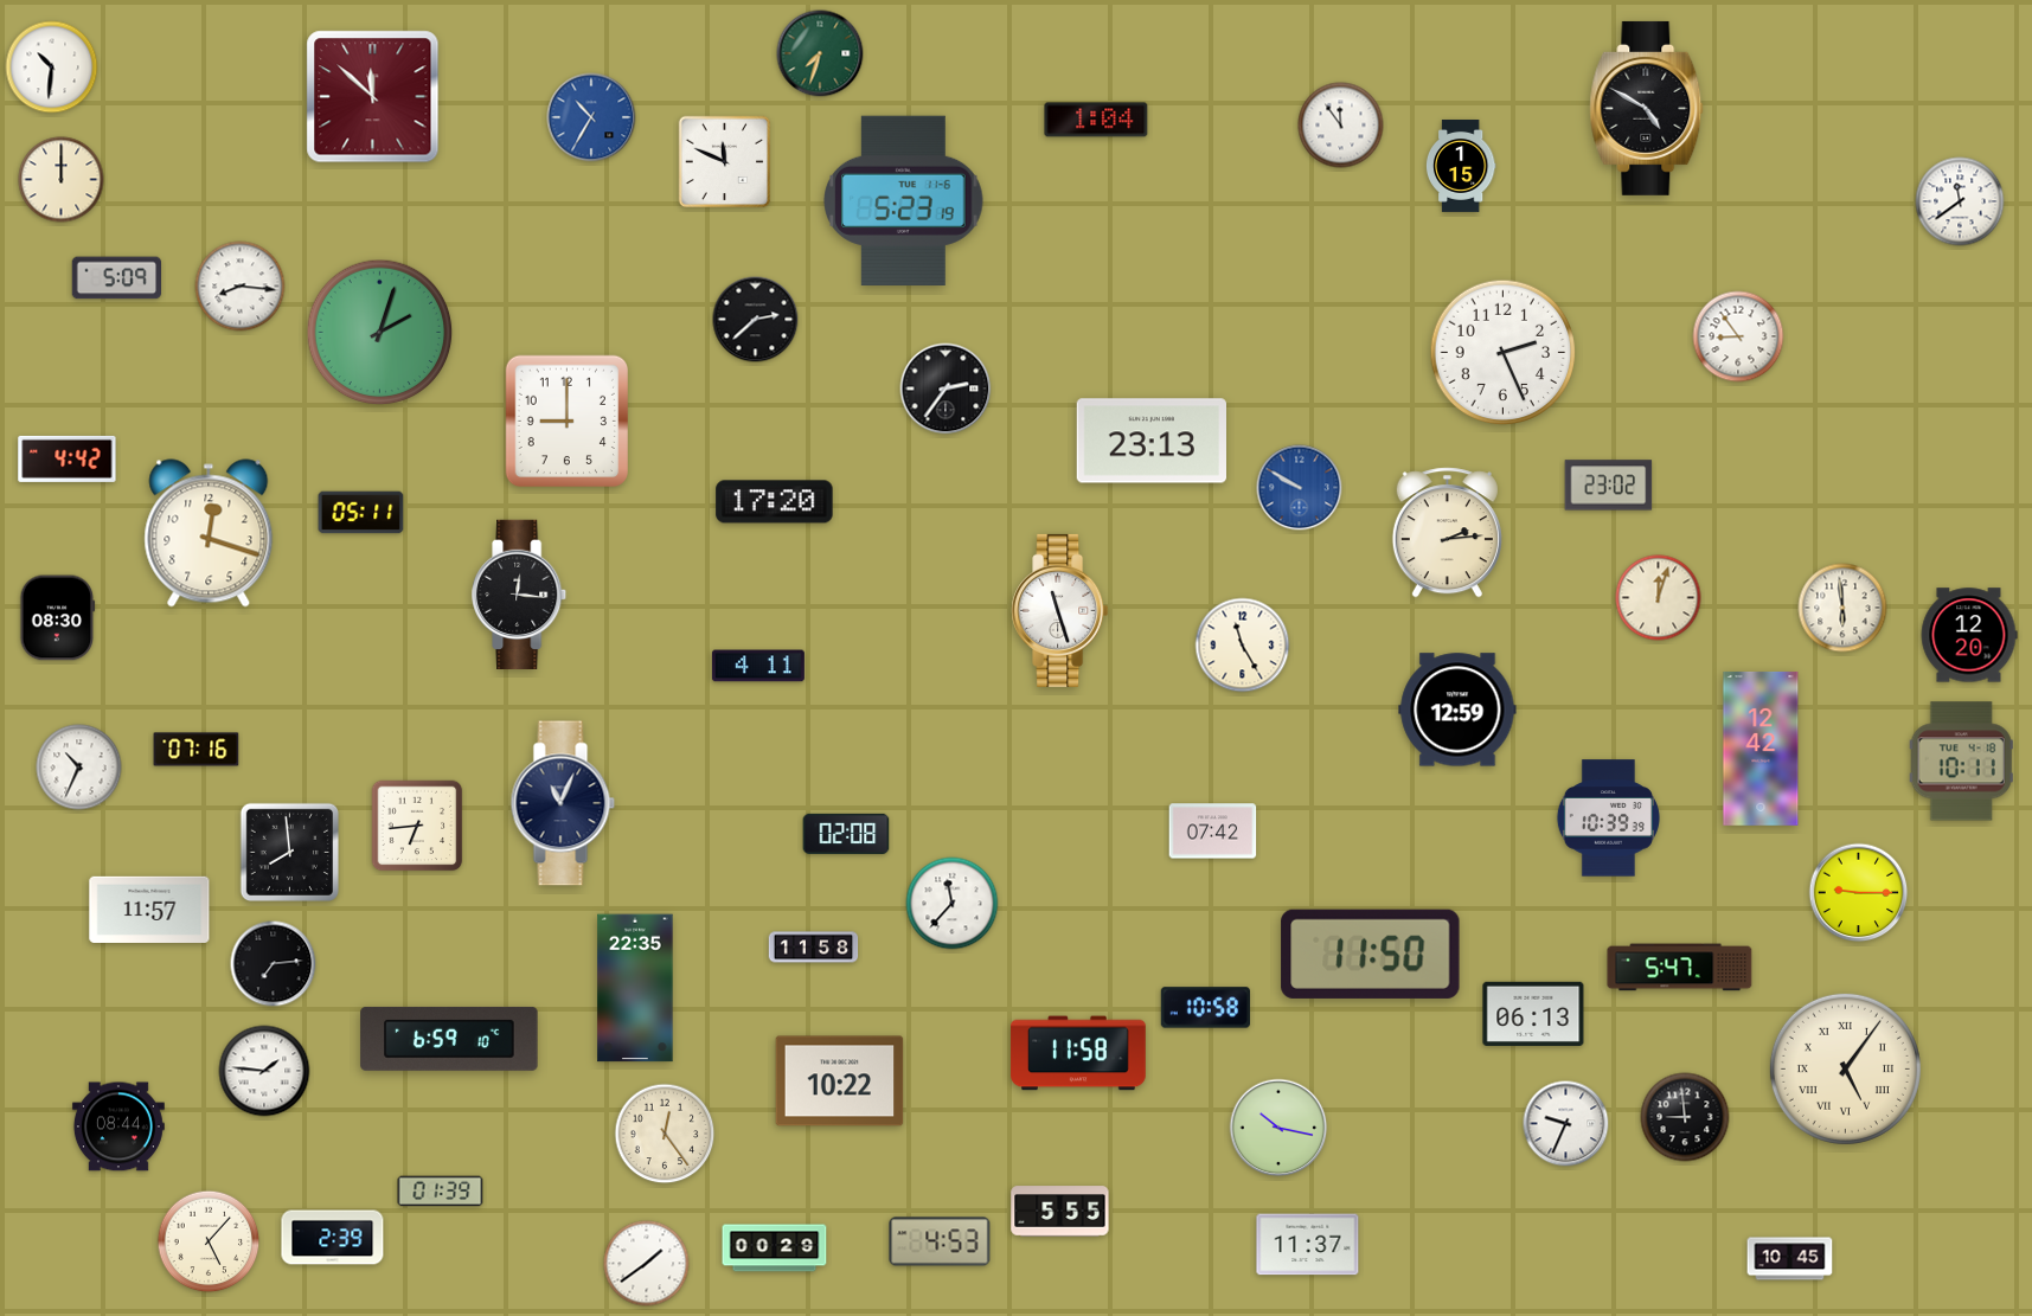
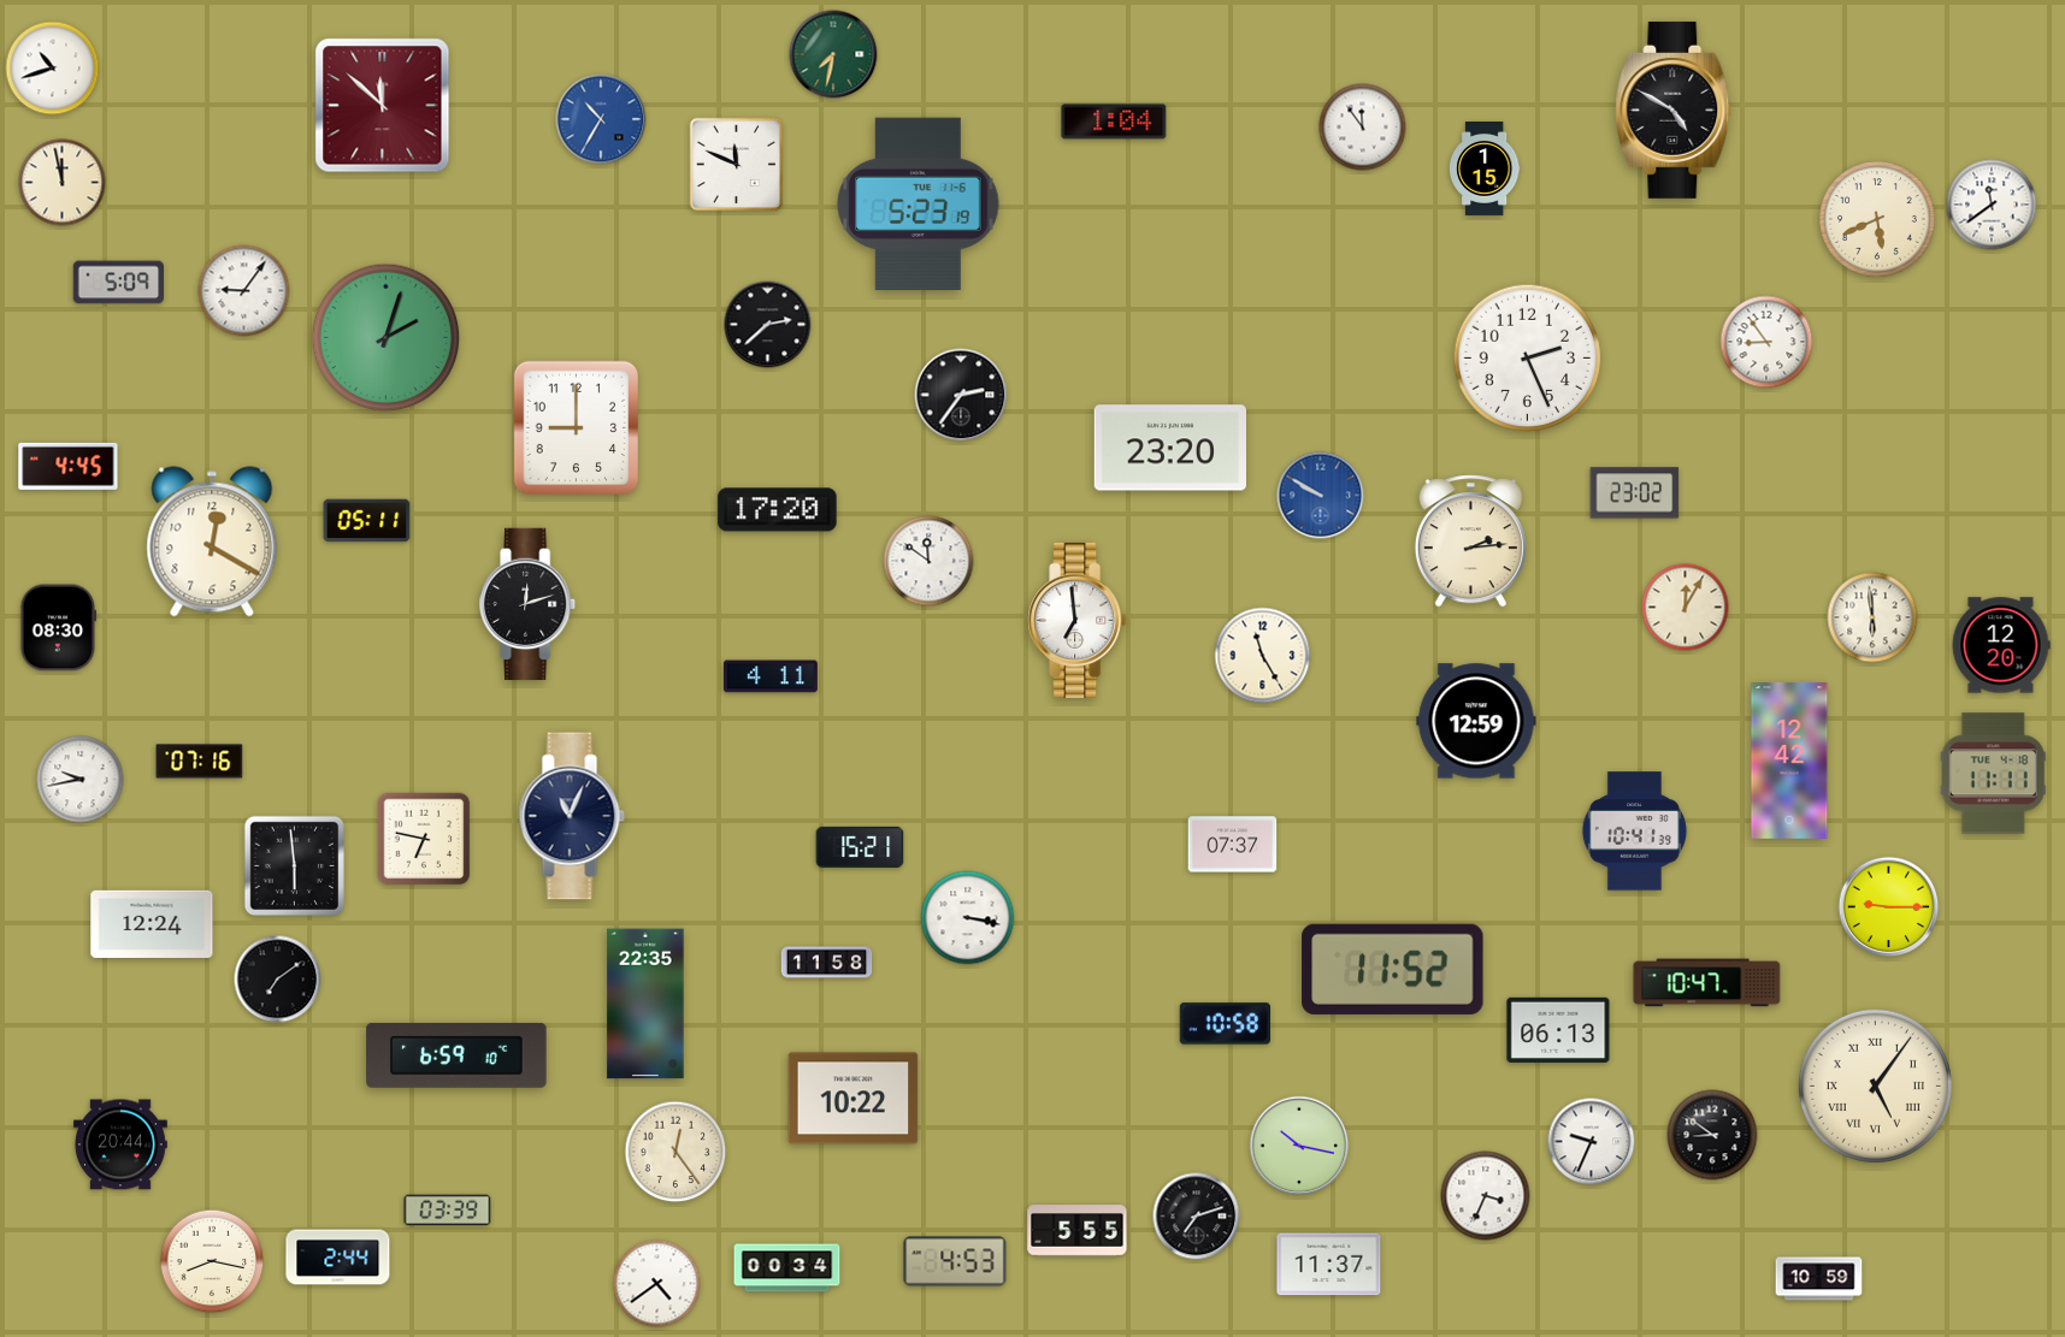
clock at (820, 53): 7:33 -> 7:32
clock at (52, 68): 10:31 -> 10:42
clock at (373, 97) position: (373, 97) -> (383, 106)
clock at (62, 180): 12:00 -> 11:58
clock at (1878, 220): none -> 5:41
clock at (241, 287): 8:16 -> 9:06
clock at (1150, 441): 23:13 -> 23:20
clock at (68, 458): 4:42 -> 4:45
clock at (775, 502) position: (775, 502) -> (778, 510)
clock at (209, 533): 12:18 -> 12:20
clock at (928, 561): none -> 11:51
clock at (520, 593): 12:16 -> 12:12
clock at (1659, 598): 12:03 -> 12:05
clock at (1060, 610): 11:27 -> 6:59
clock at (1457, 710) position: (1457, 710) -> (1476, 721)
clock at (1961, 762): 10:11 -> 11:11
clock at (79, 768): 10:34 -> 9:43
clock at (1608, 819): 10:39 -> 10:41
clock at (417, 826): 6:44 -> 6:47
clock at (1213, 832): 07:42 -> 07:37
clock at (846, 834): 02:08 -> 15:21
clock at (289, 852): 7:59 -> 5:59
clock at (953, 904): 11:37 -> 3:17
clock at (149, 910): 11:57 -> 12:24
clock at (1371, 954): 11:50 -> 11:52
clock at (274, 964): 7:14 -> 7:09
clock at (1680, 968): 5:47 -> 10:47
clock at (1078, 1053): 11:58 -> none
clock at (264, 1071): 1:46 -> none
clock at (1685, 1117): 8:59 -> 8:51
clock at (118, 1126): 08:44 -> 20:44
clock at (1486, 1196): none -> 3:34
clock at (441, 1192): 01:39 -> 03:39
clock at (1197, 1217): none -> 7:12
clock at (333, 1238): 2:39 -> 2:44
clock at (209, 1241): 5:07 -> 8:17
clock at (775, 1248): 00:29 -> 00:34
clock at (1790, 1259): 10:45 -> 10:59
clock at (647, 1264): 1:39 -> 4:39
